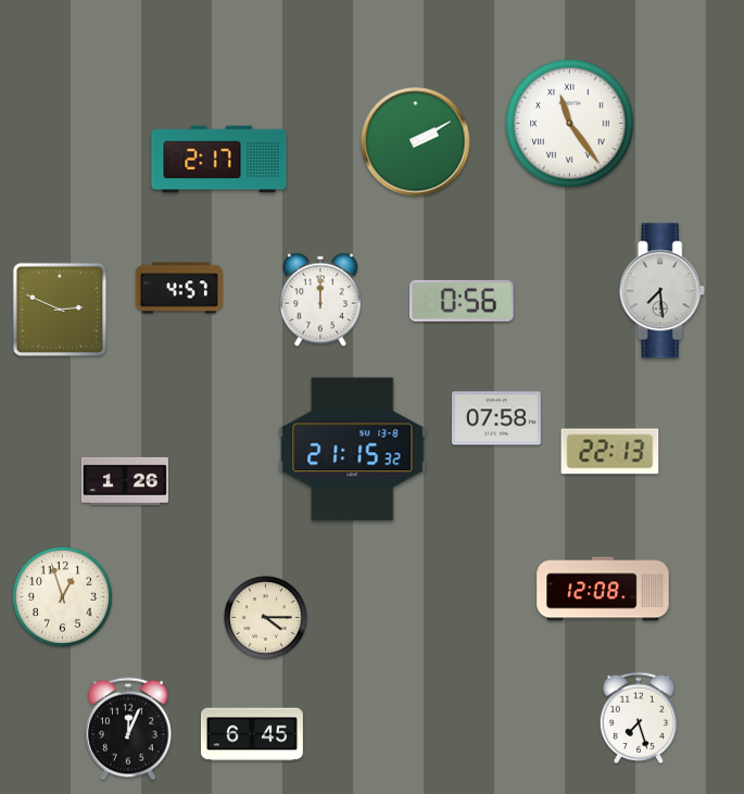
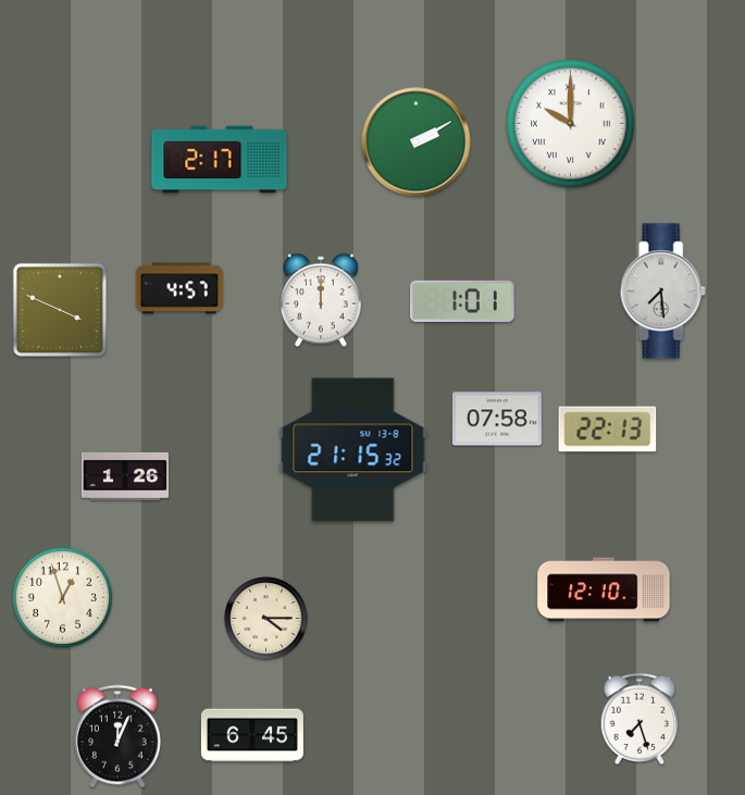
clock at (570, 124): 11:24 -> 10:00
clock at (462, 301): 0:56 -> 1:01
clock at (60, 310): 2:49 -> 3:49
clock at (610, 452) position: (610, 452) -> (608, 430)
clock at (124, 481) position: (124, 481) -> (124, 476)
clock at (603, 589): 12:08 -> 12:10
clock at (129, 729) position: (129, 729) -> (119, 736)
